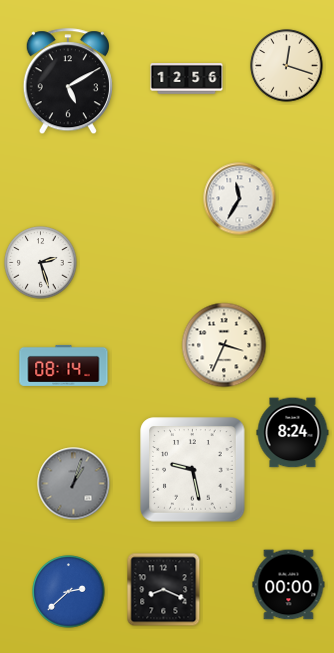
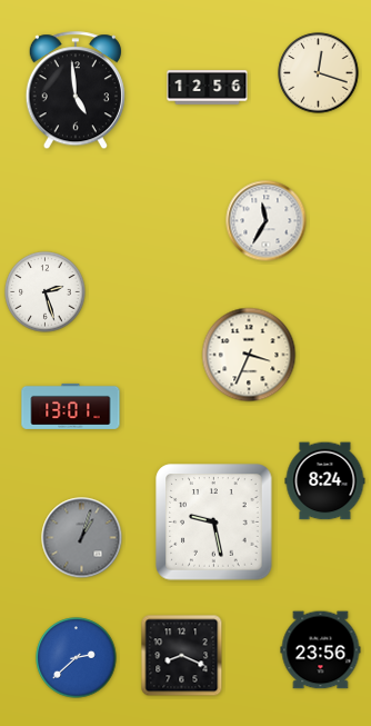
clock at (68, 82): 5:10 -> 4:59
clock at (224, 345) position: (224, 345) -> (249, 355)
clock at (64, 365): 08:14 -> 13:01
clock at (289, 585): 00:00 -> 23:56
